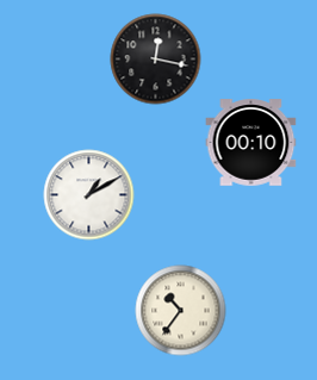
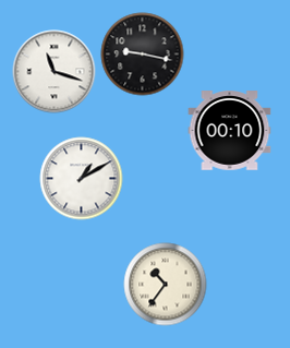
clock at (156, 60): 12:17 -> 9:17
clock at (55, 72): none -> 11:18
